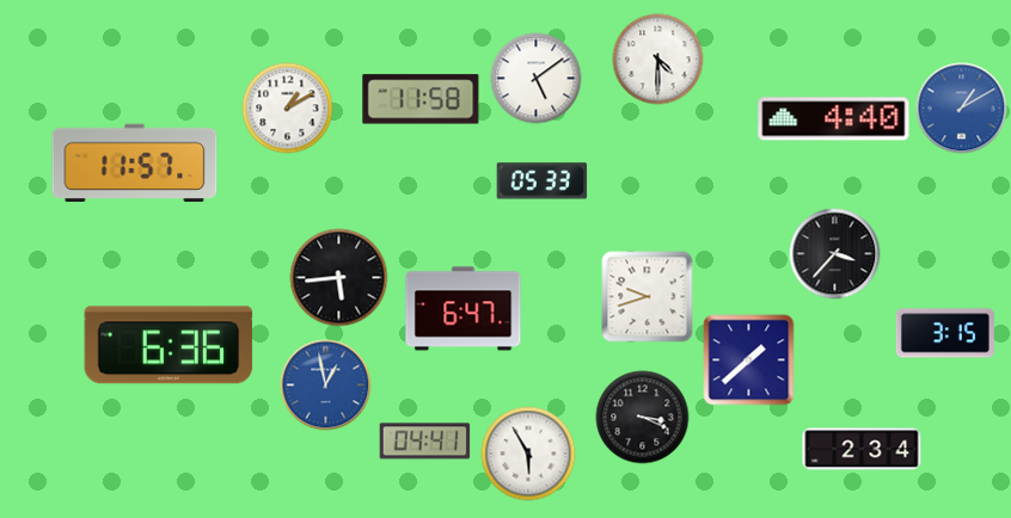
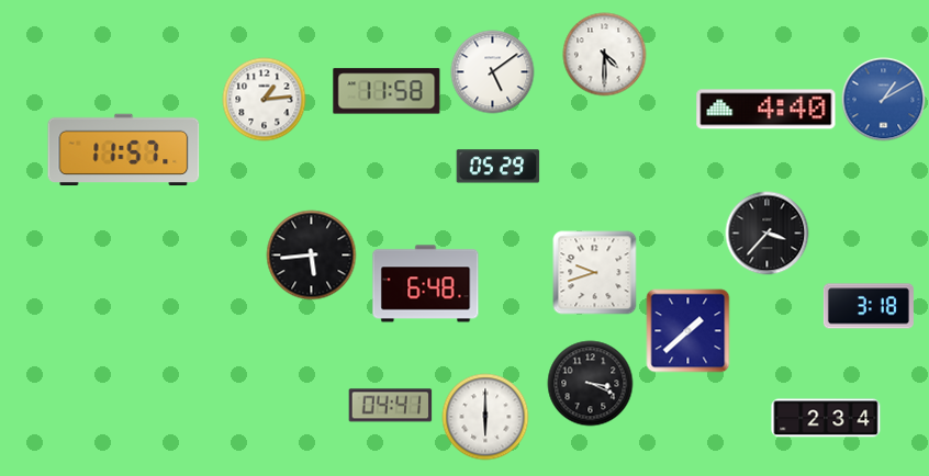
clock at (288, 109): 1:10 -> 1:14
clock at (543, 181): 05:33 -> 05:29
clock at (464, 309): 6:47 -> 6:48
clock at (945, 333): 3:15 -> 3:18
clock at (168, 345): 6:36 -> none
clock at (326, 386): 12:58 -> none
clock at (862, 449) position: (862, 449) -> (826, 418)
clock at (528, 454): 5:55 -> 6:00
